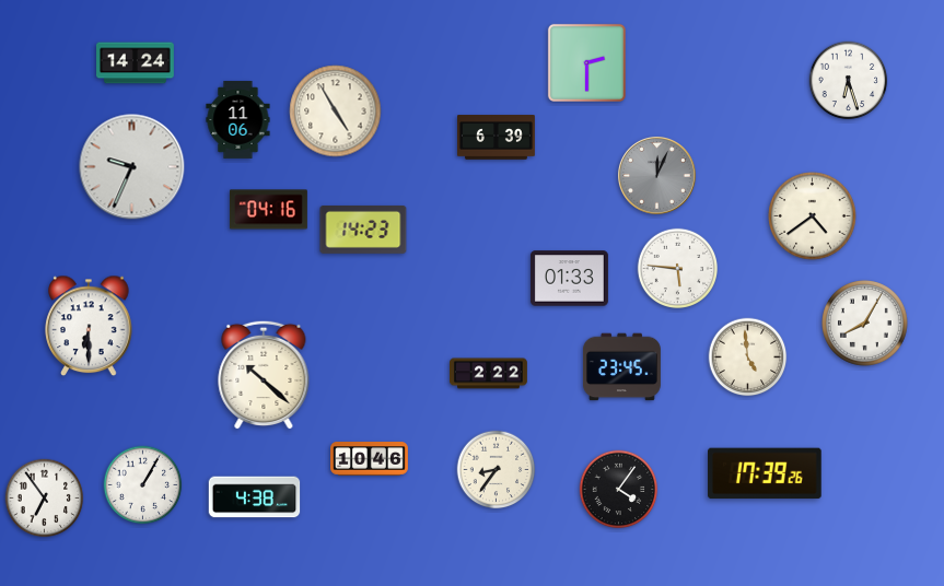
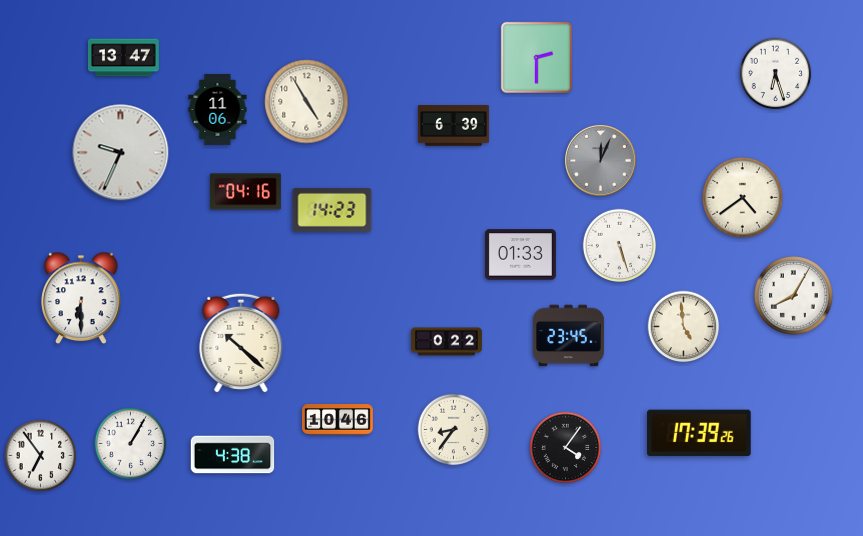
clock at (136, 63): 14:24 -> 13:47
clock at (678, 269): 5:46 -> 5:27
clock at (865, 324) position: (865, 324) -> (794, 296)
clock at (489, 374): 2:22 -> 0:22
